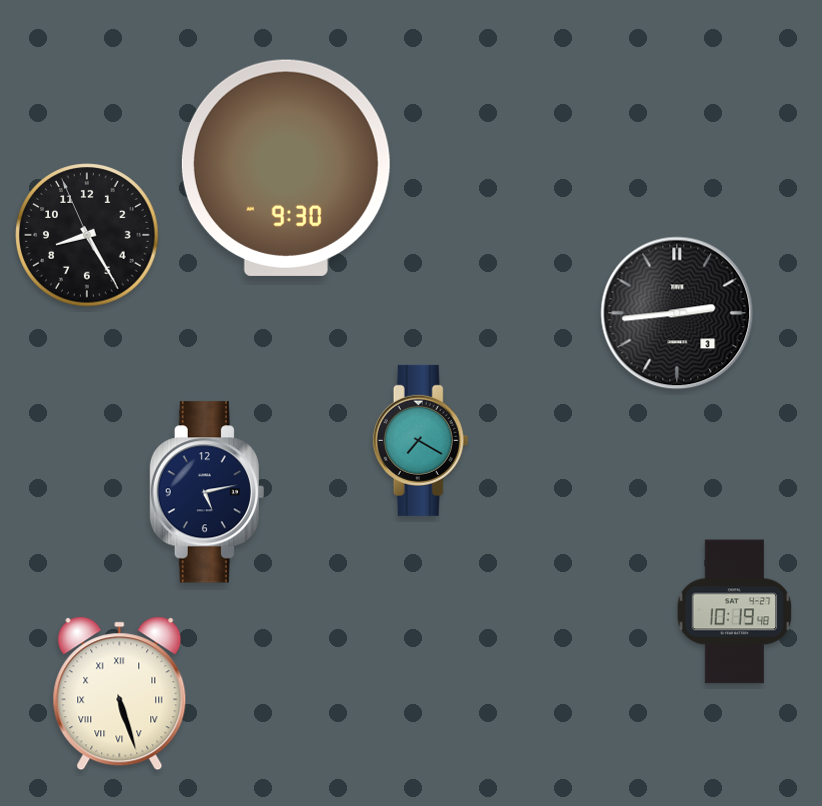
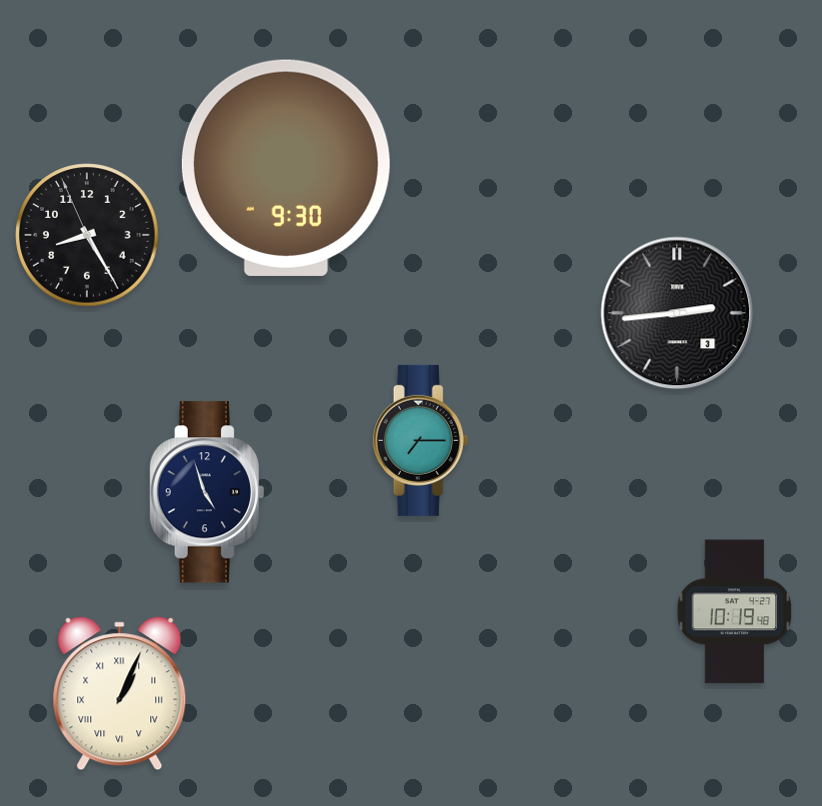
clock at (421, 440): 7:20 -> 7:15
clock at (207, 492): 5:13 -> 4:57
clock at (120, 694): 5:27 -> 1:04
